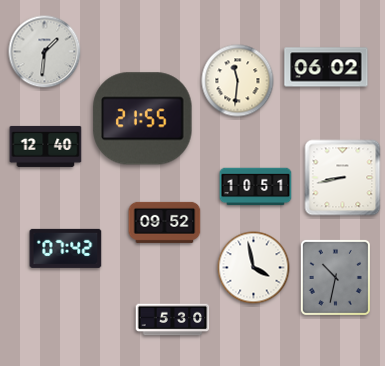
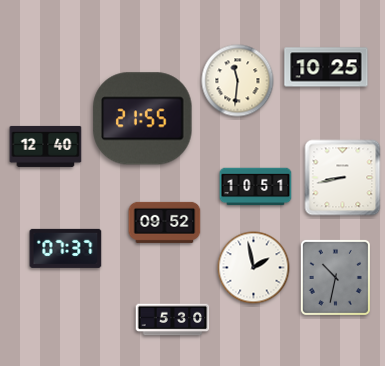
clock at (45, 52): 1:31 -> none
clock at (326, 67): 06:02 -> 10:25
clock at (66, 248): 07:42 -> 07:37
clock at (254, 268): 3:58 -> 1:58
